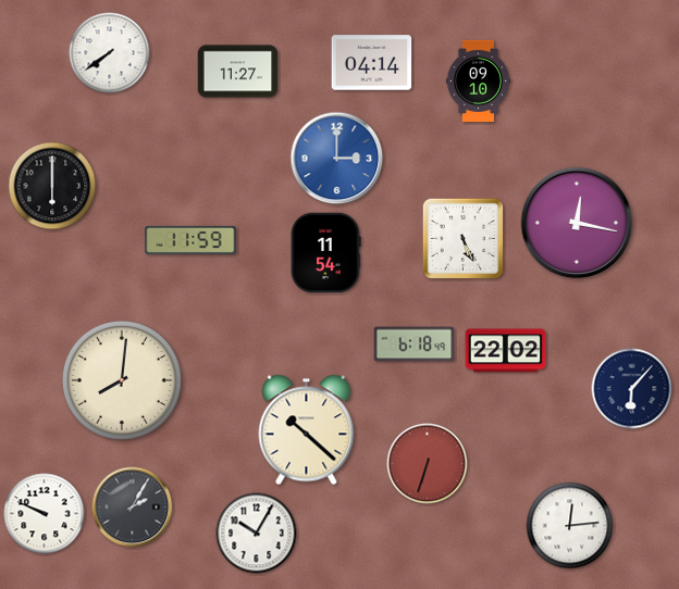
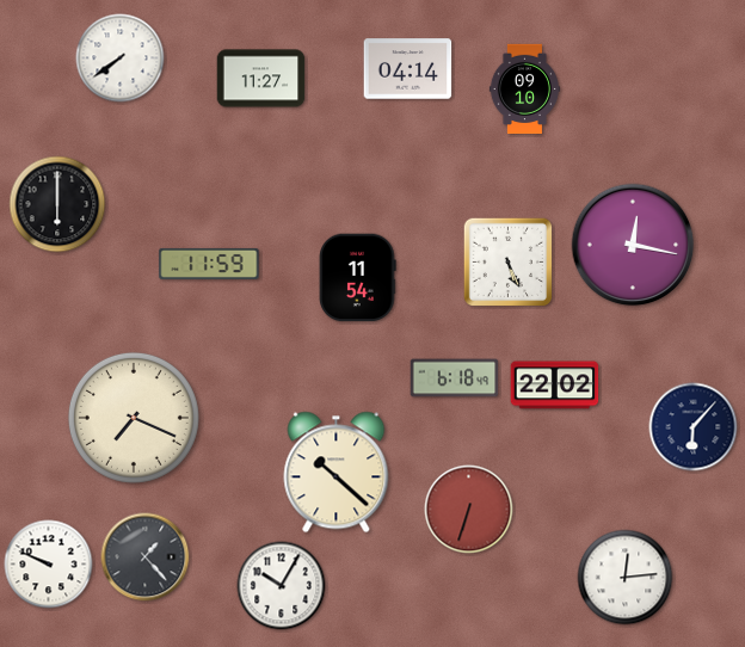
clock at (337, 159): 3:00 -> none
clock at (122, 380): 8:01 -> 7:19
clock at (133, 507): 2:05 -> 1:23
